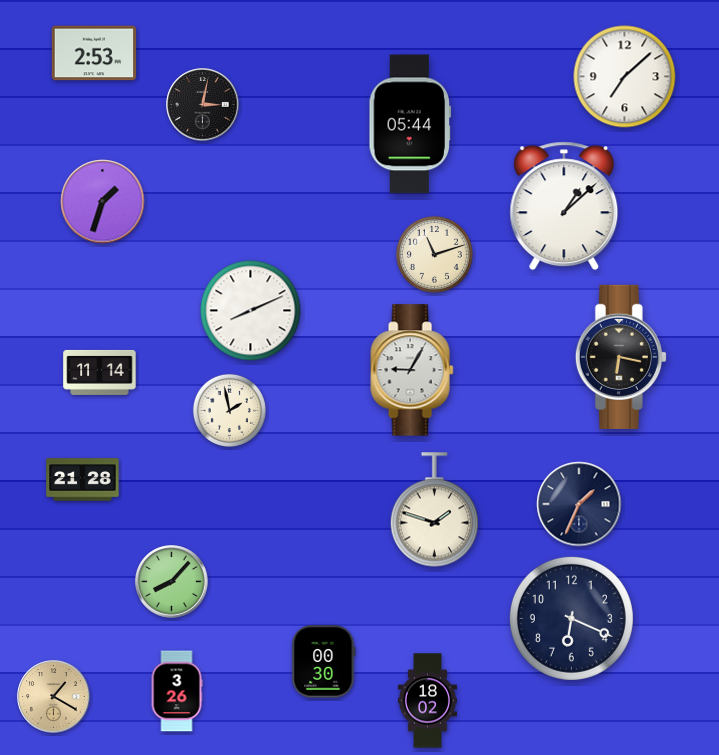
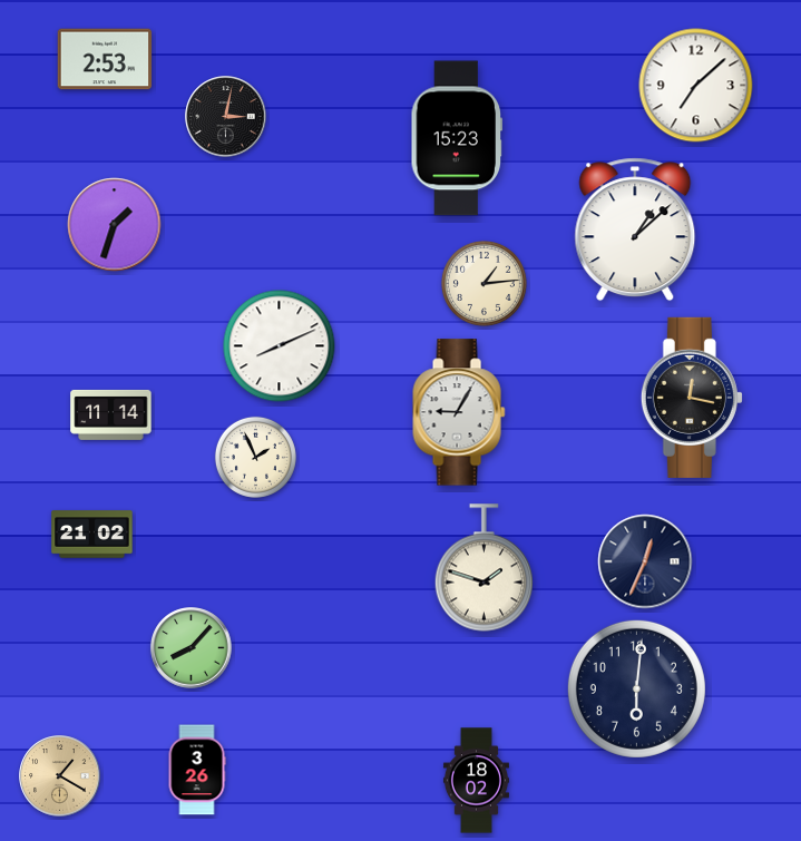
clock at (410, 124): 05:44 -> 15:23
clock at (564, 206) position: (564, 206) -> (635, 229)
clock at (434, 254): 11:12 -> 1:14
clock at (621, 357): 6:17 -> 12:17
clock at (229, 410): 1:58 -> 1:56
clock at (83, 480): 21:28 -> 21:02
clock at (579, 504): 1:34 -> 12:34
clock at (571, 618): 6:19 -> 6:01
clock at (324, 662): 00:30 -> none
